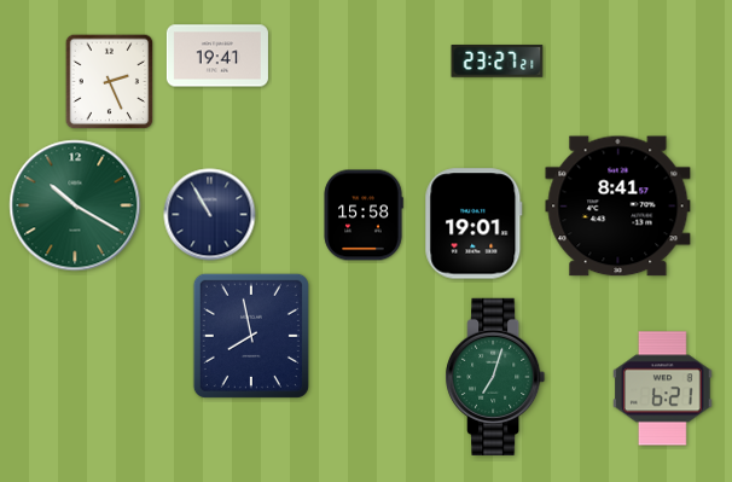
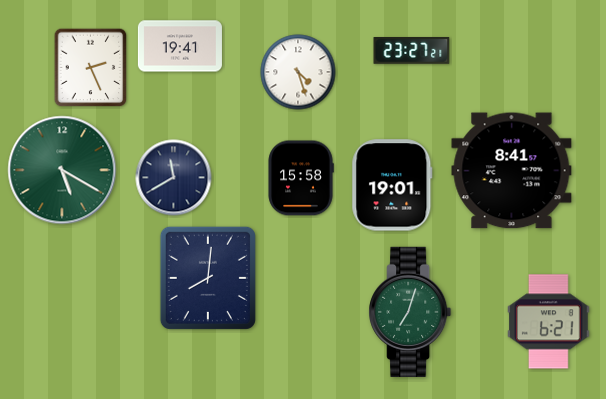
clock at (298, 72): none -> 4:27
clock at (75, 205): 10:20 -> 5:20
clock at (210, 215): 10:55 -> 11:40
clock at (251, 336): 7:58 -> 8:01
